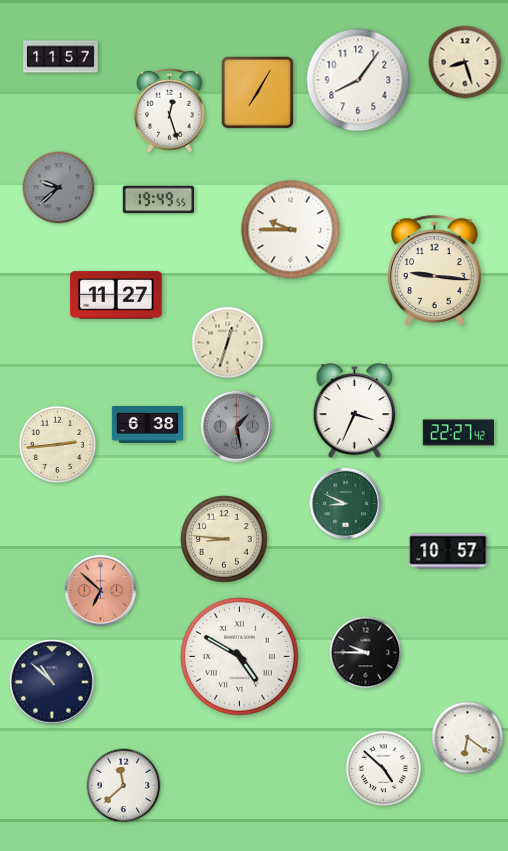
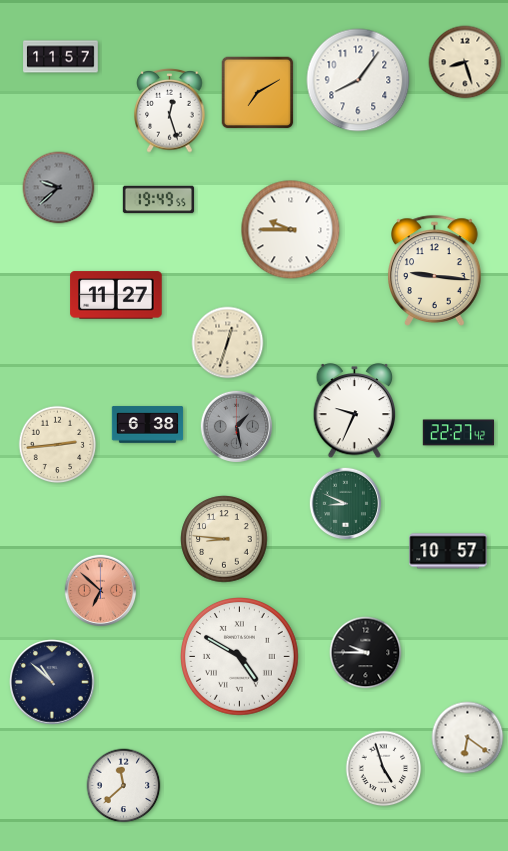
clock at (258, 93): 7:05 -> 7:10
clock at (355, 411): 3:34 -> 9:34
clock at (384, 769): 4:52 -> 4:57
